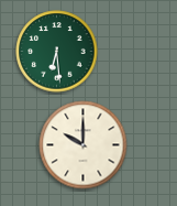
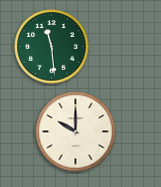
clock at (57, 52): 6:29 -> 11:29
